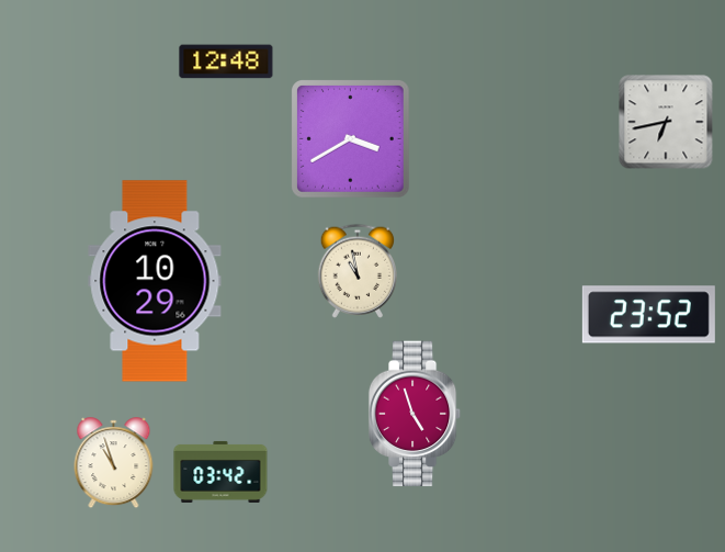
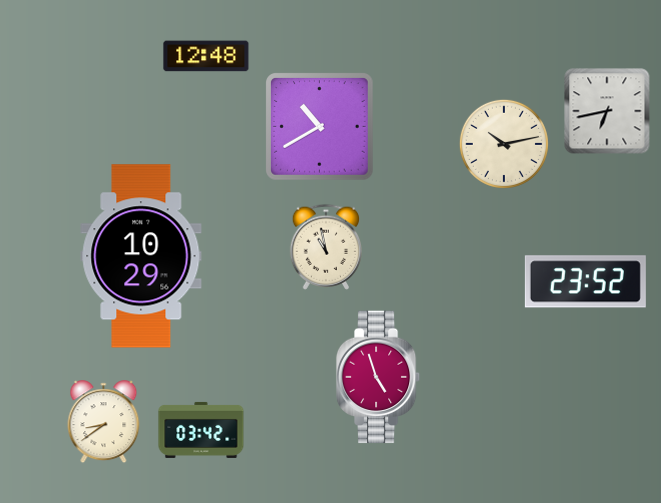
clock at (351, 139): 3:40 -> 10:40
clock at (504, 144): none -> 10:13
clock at (648, 315) position: (648, 315) -> (585, 282)
clock at (114, 463): 10:57 -> 8:39
